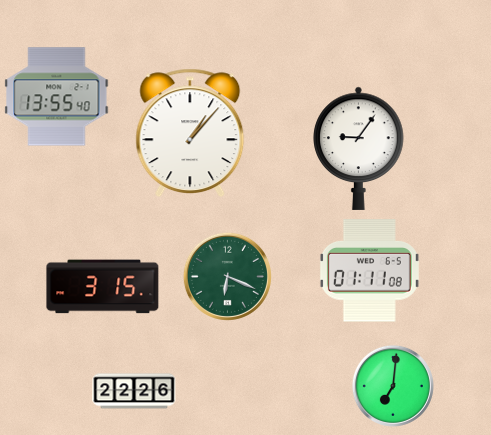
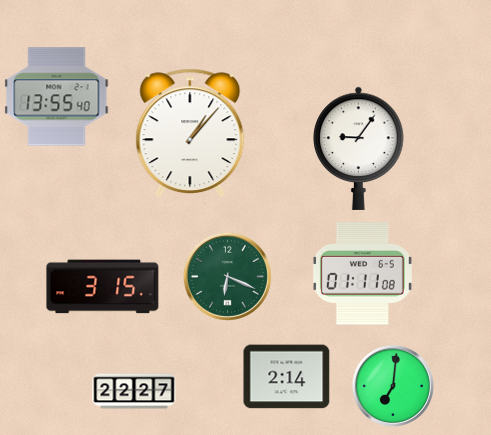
clock at (369, 271) position: (369, 271) -> (362, 274)
clock at (287, 377): none -> 2:14
clock at (134, 391): 22:26 -> 22:27
